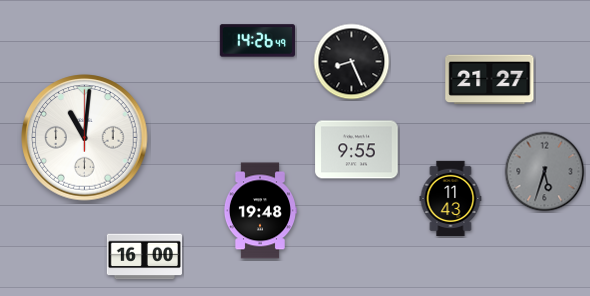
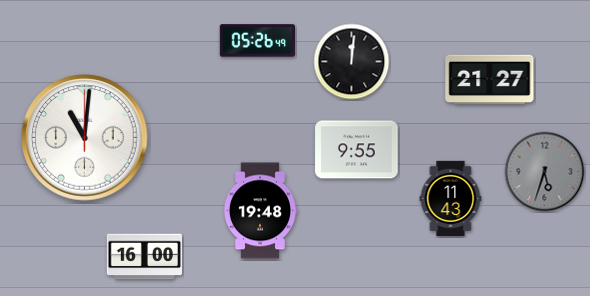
clock at (257, 41): 14:26 -> 05:26
clock at (352, 62): 8:26 -> 12:01
